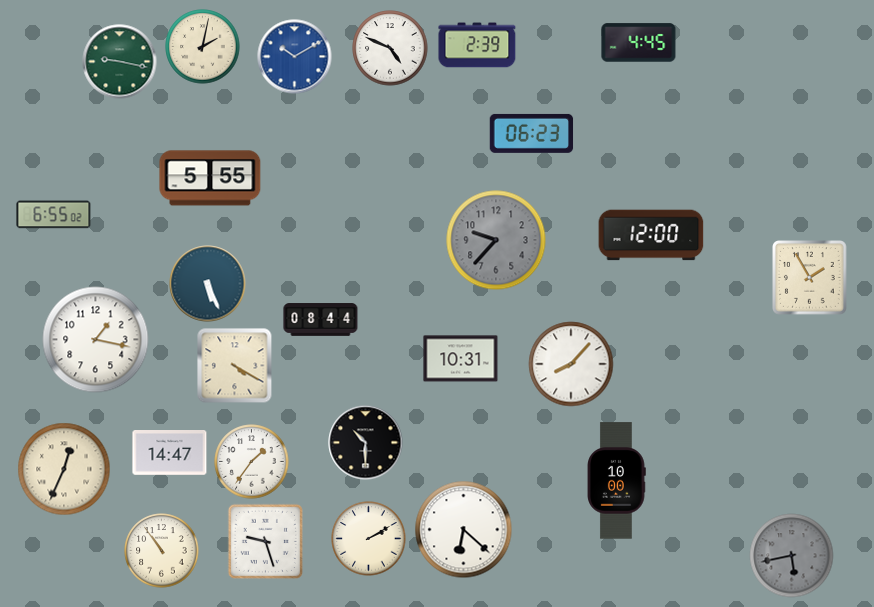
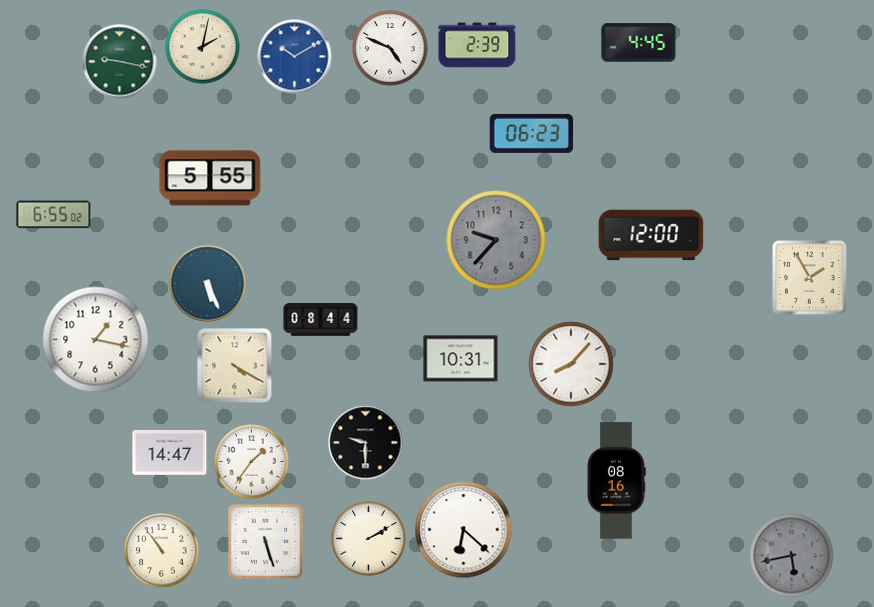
clock at (366, 443): 10:30 -> 9:30
clock at (64, 469): 12:34 -> none
clock at (616, 481): 10:00 -> 08:16
clock at (265, 541): 9:27 -> 5:27
